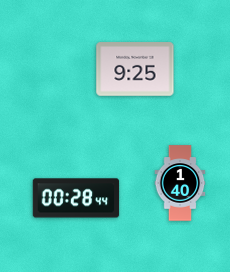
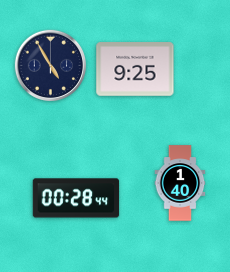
clock at (51, 66): none -> 4:55
